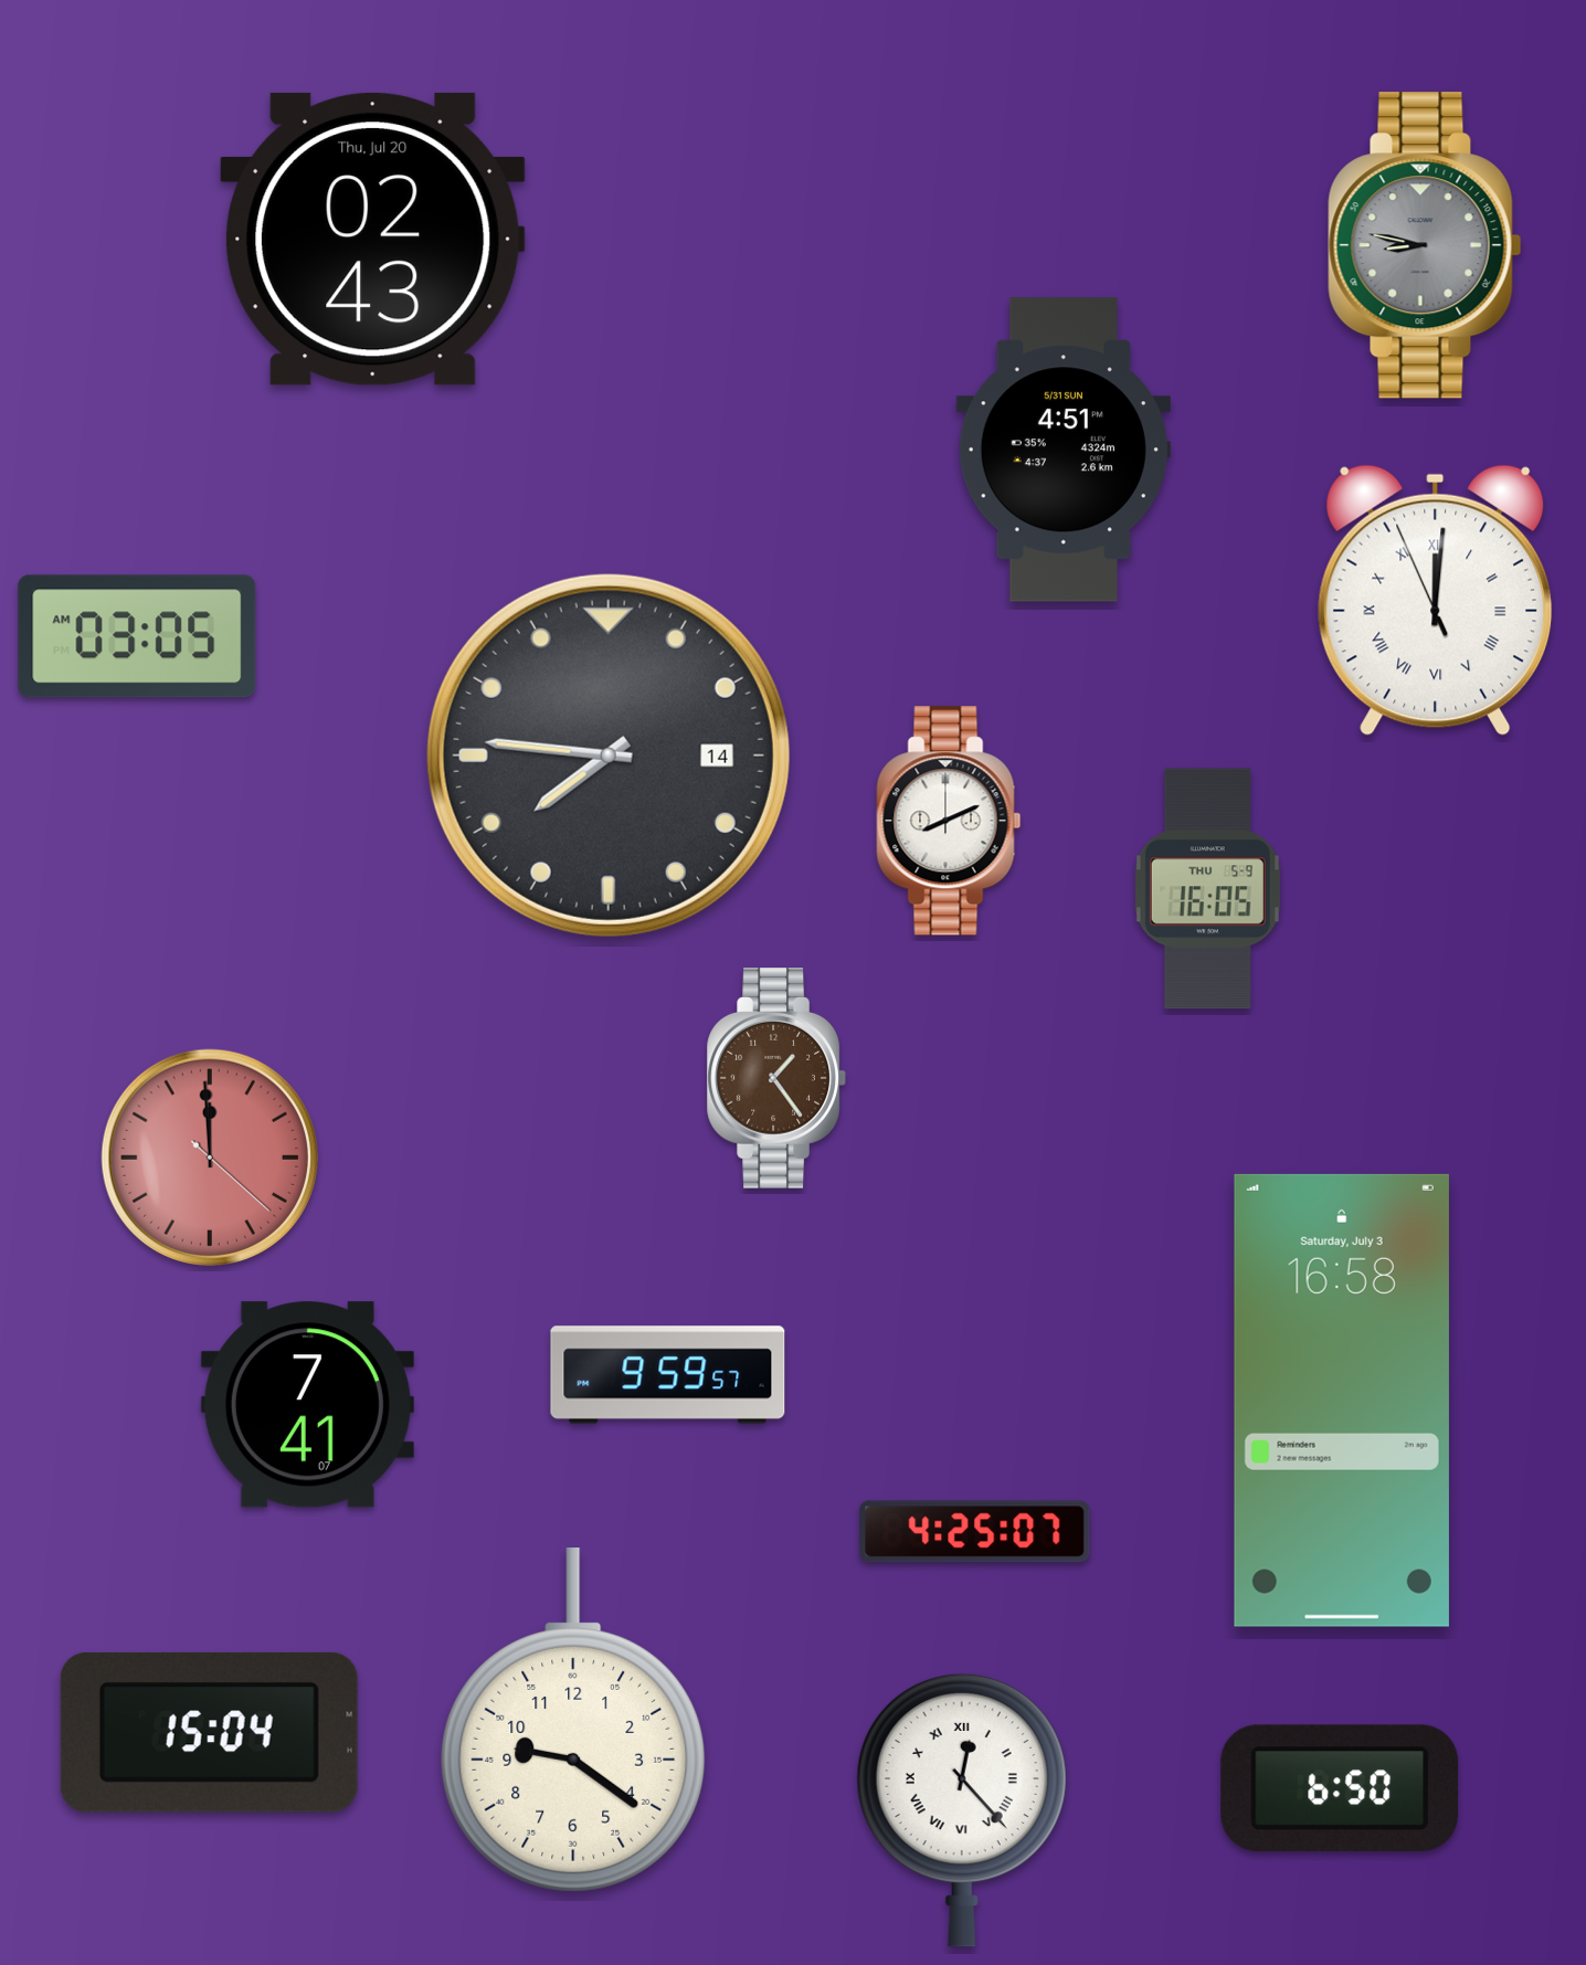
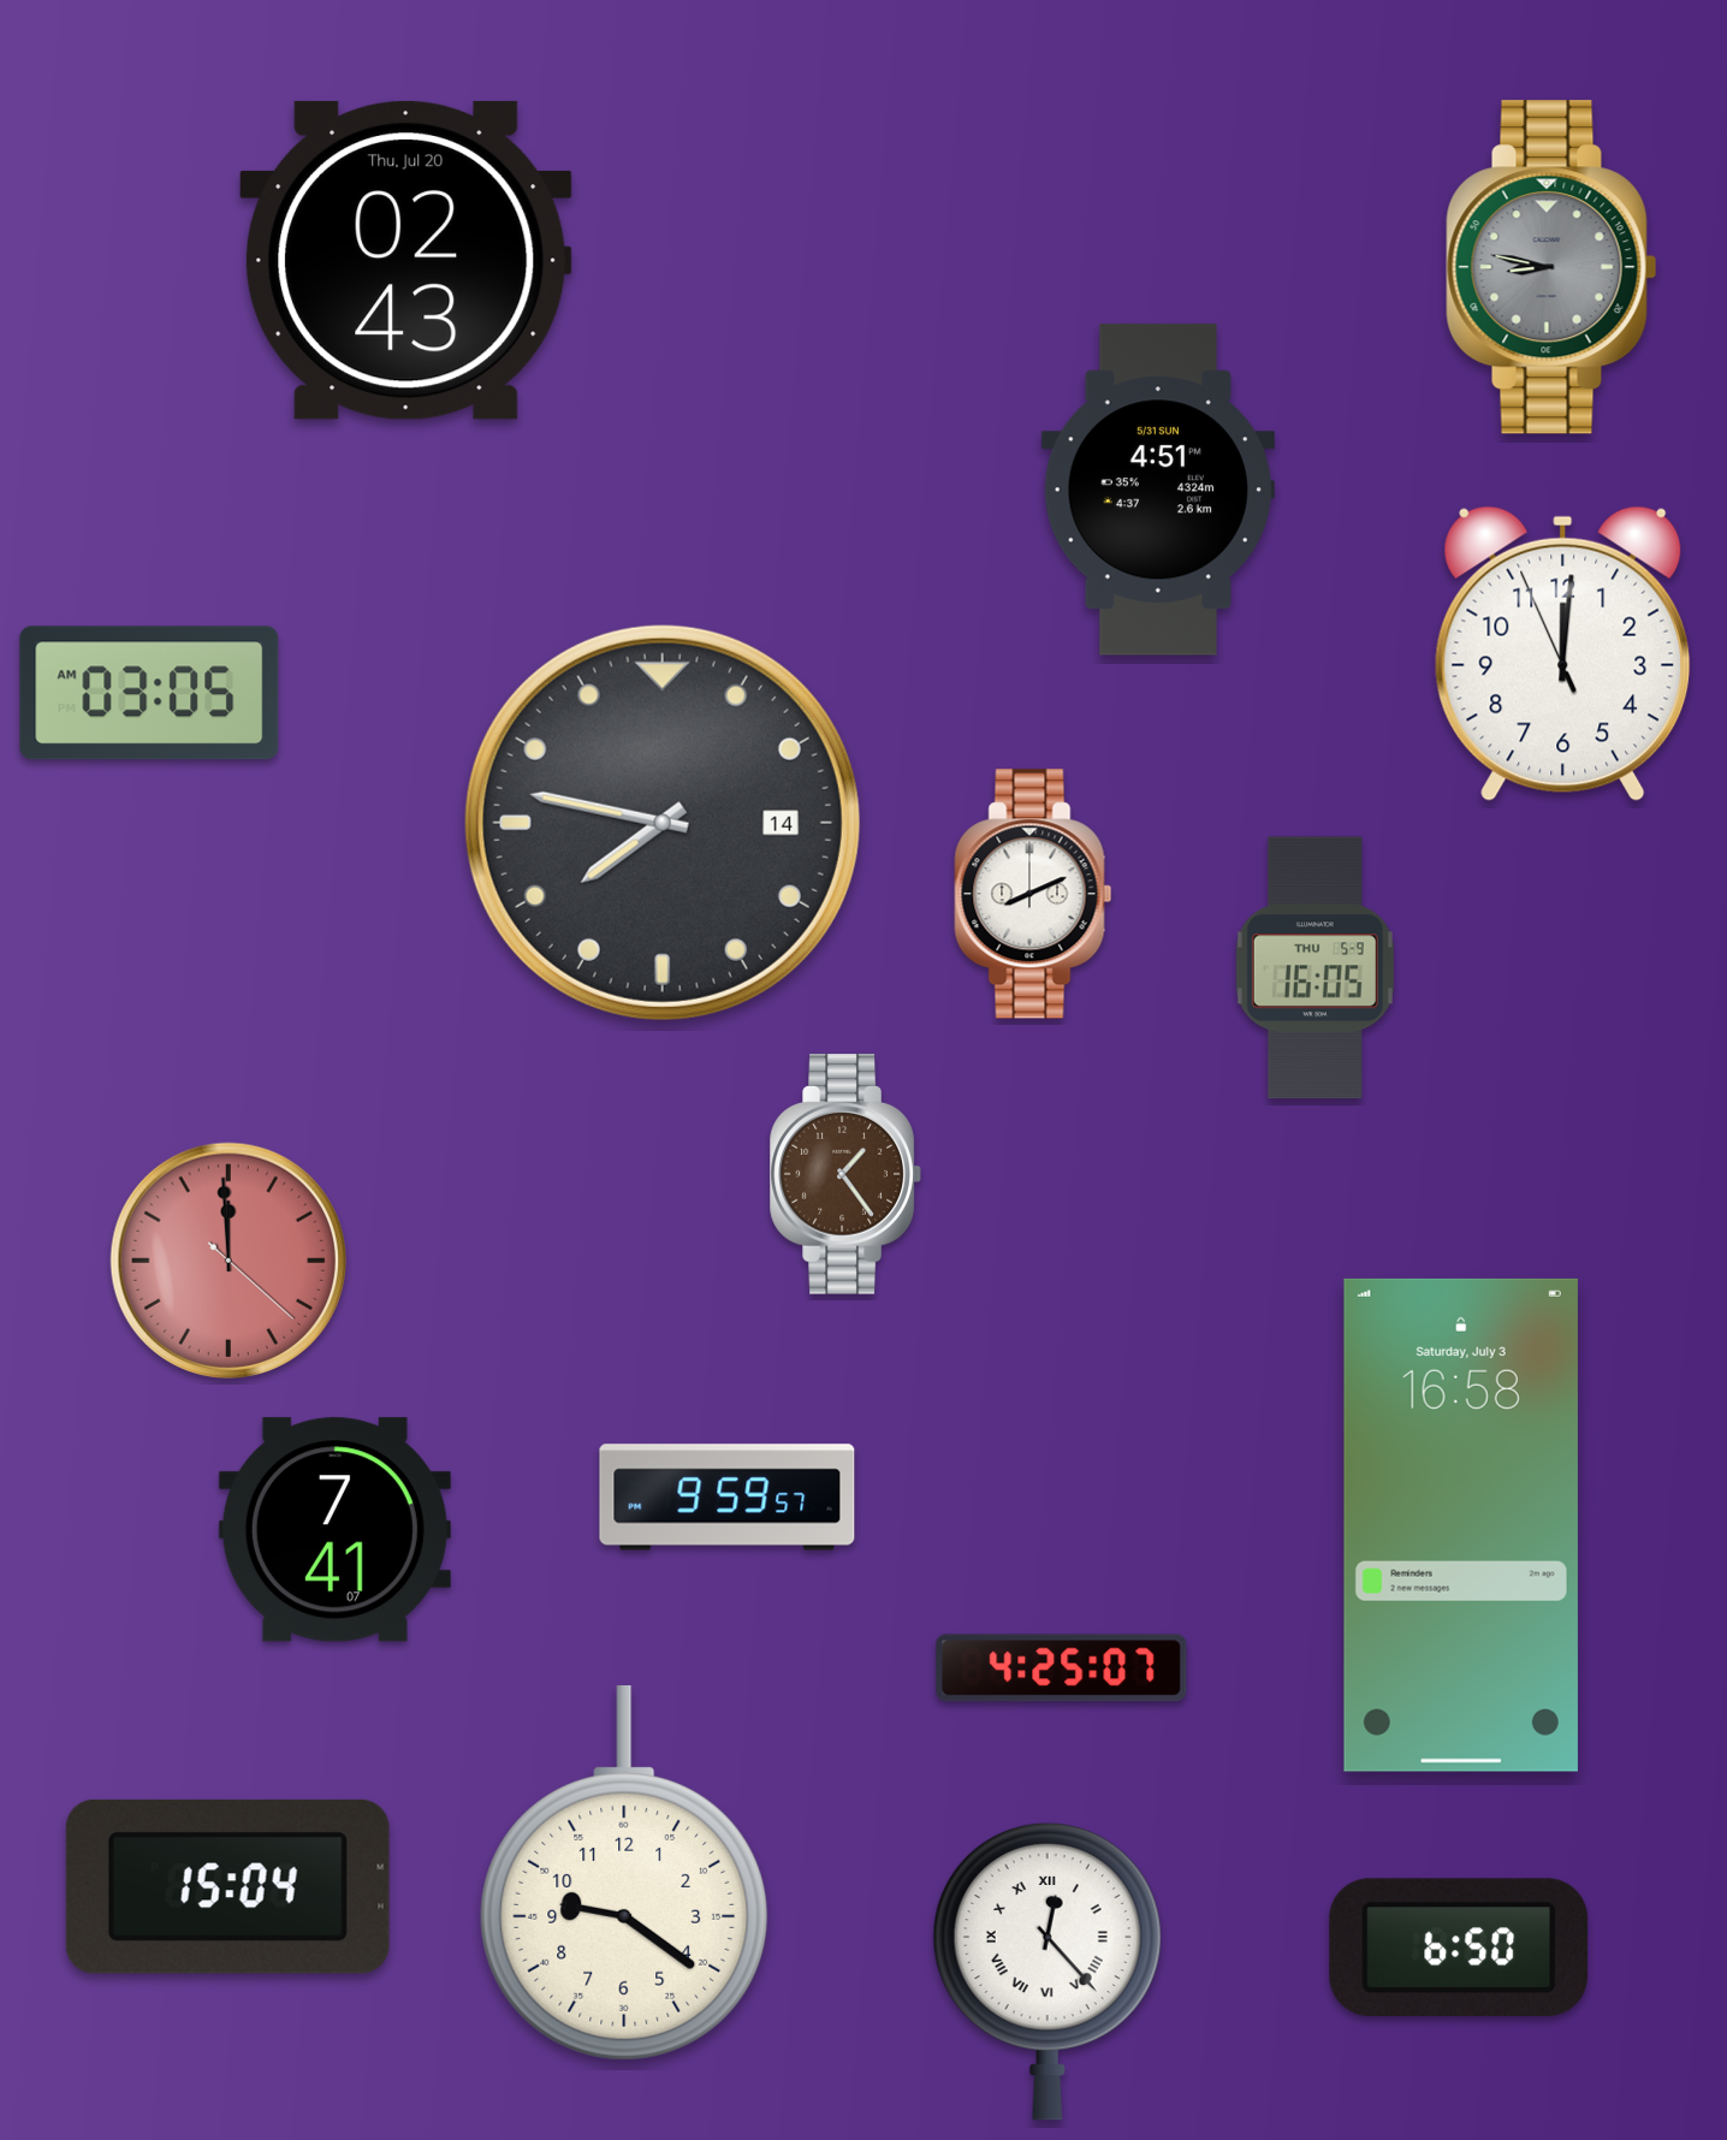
clock at (1436, 600) numerals: Roman -> Arabic
clock at (609, 756): 7:46 -> 7:47
